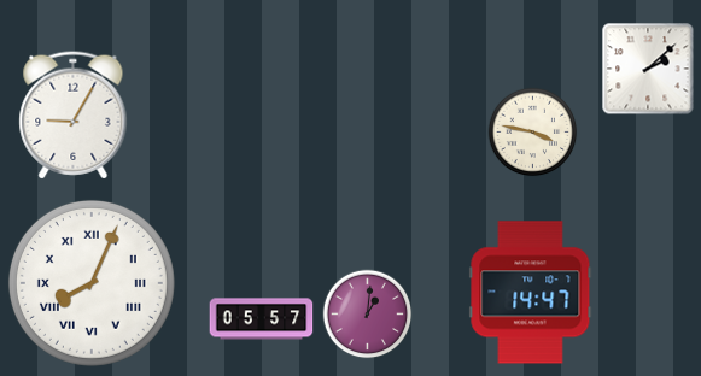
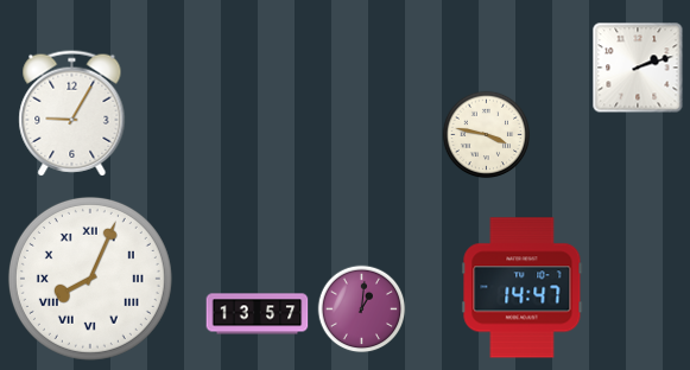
clock at (648, 69): 2:08 -> 2:12
clock at (533, 133) position: (533, 133) -> (487, 135)
clock at (262, 319): 05:57 -> 13:57
